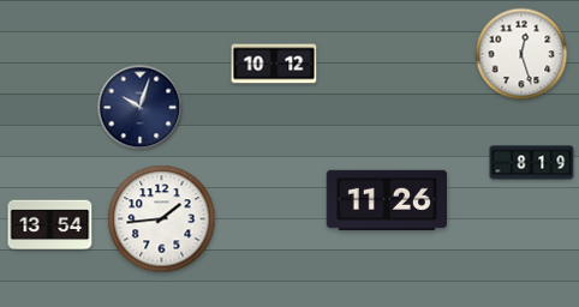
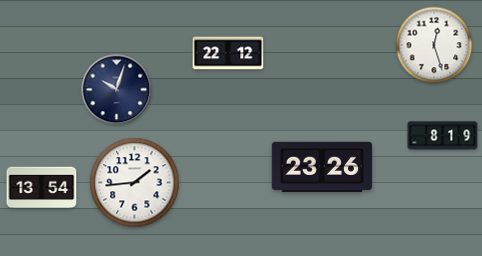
clock at (274, 64): 10:12 -> 22:12
clock at (387, 200): 11:26 -> 23:26
